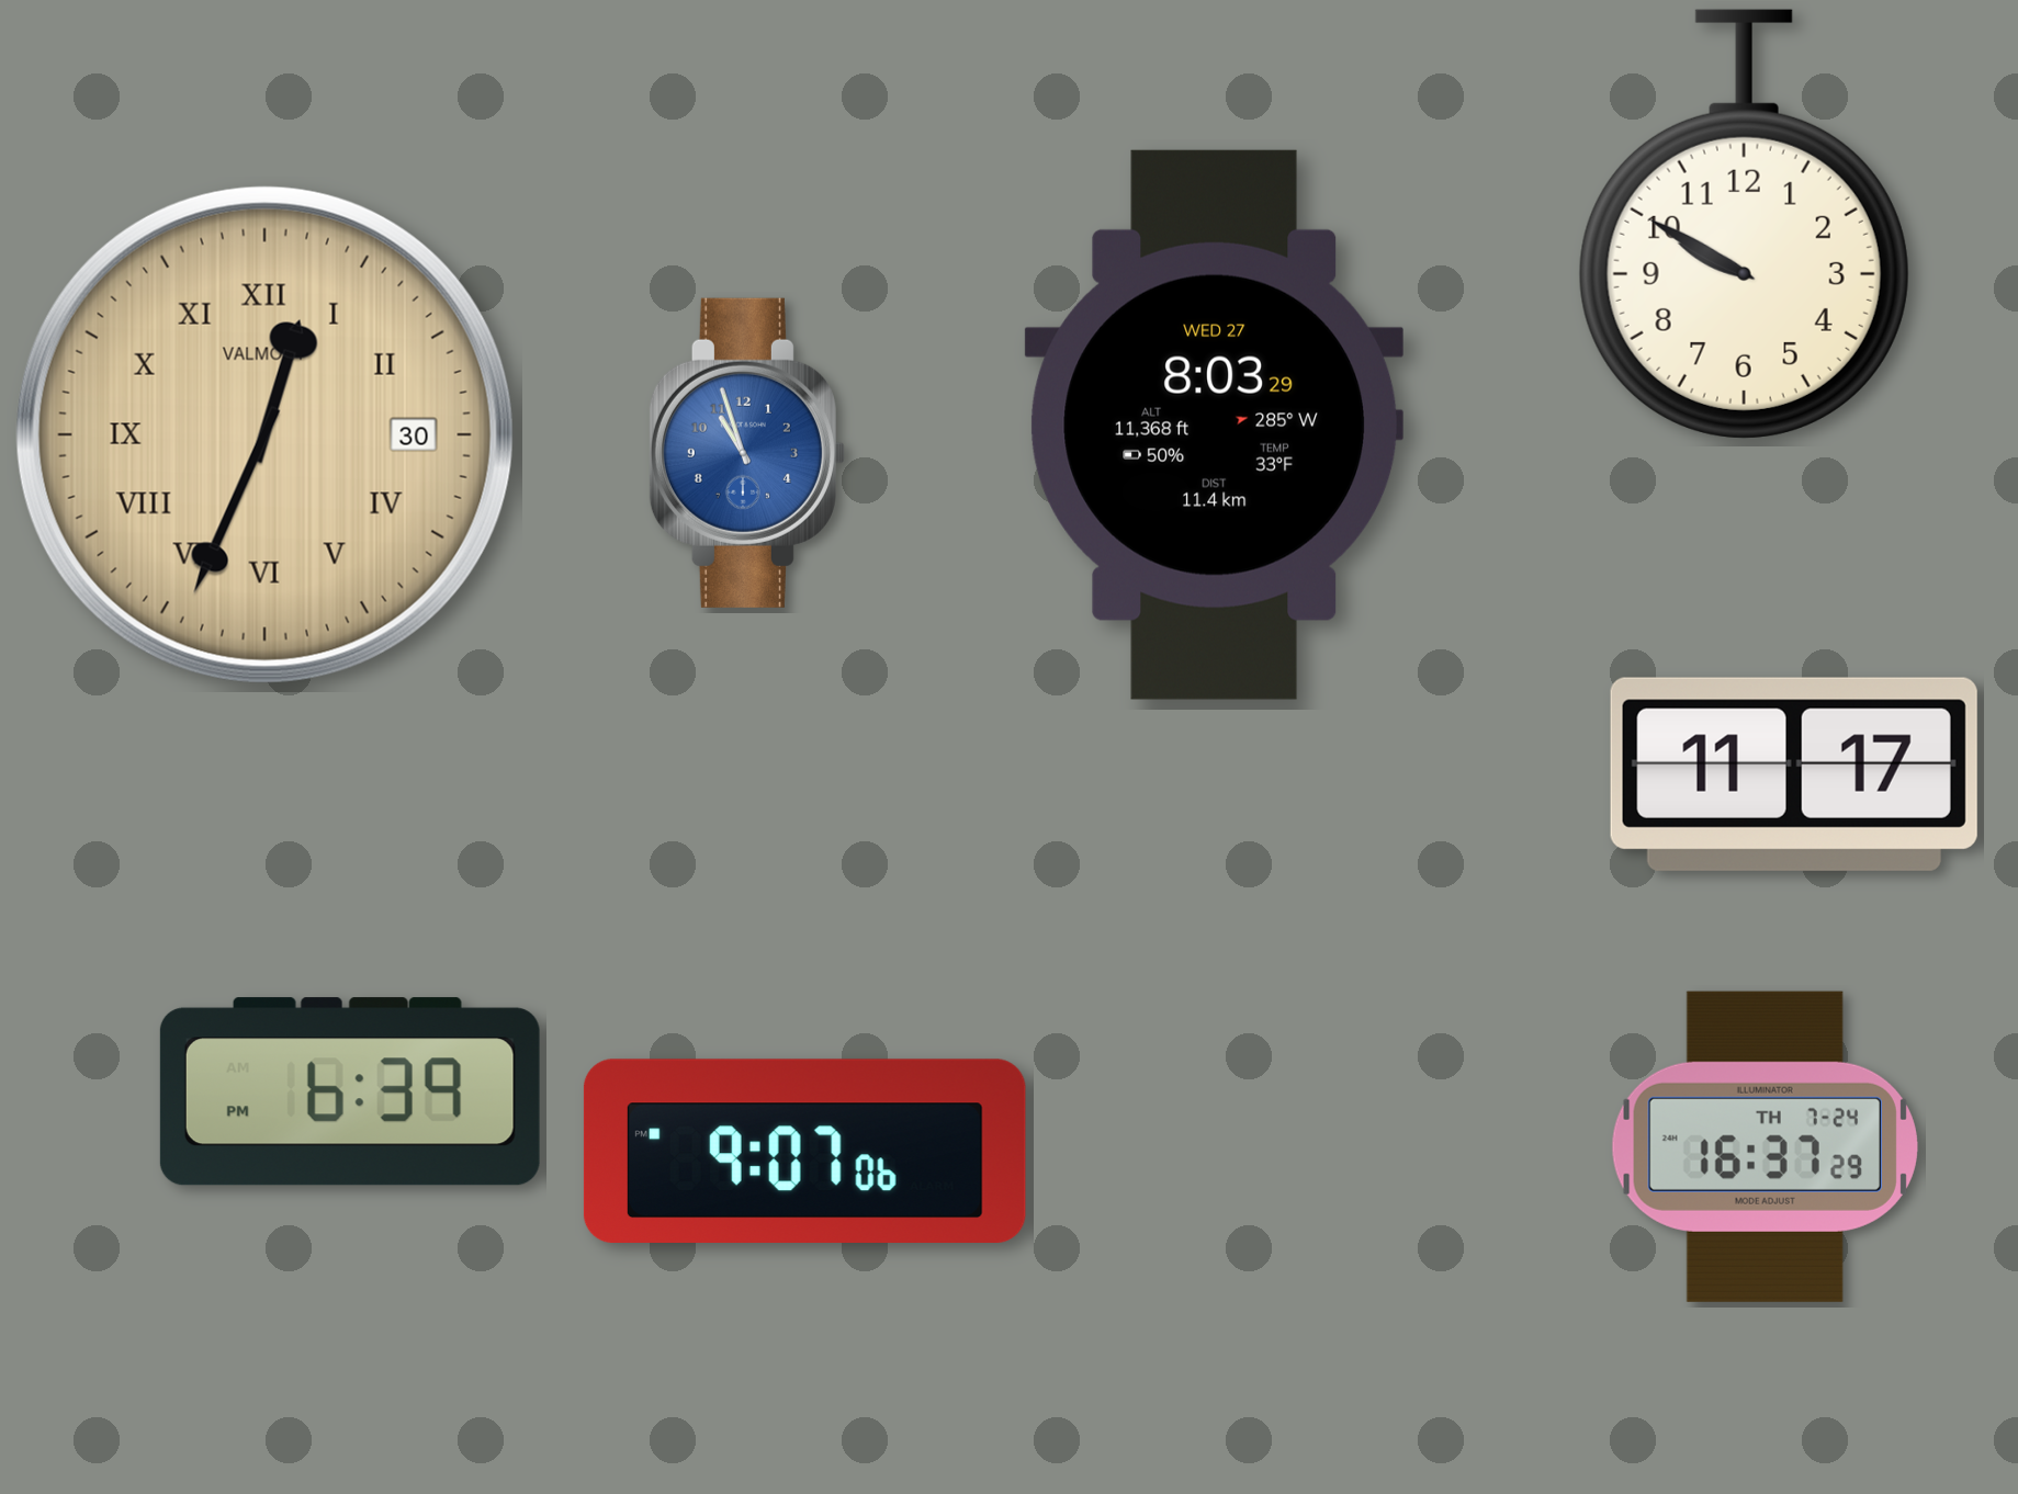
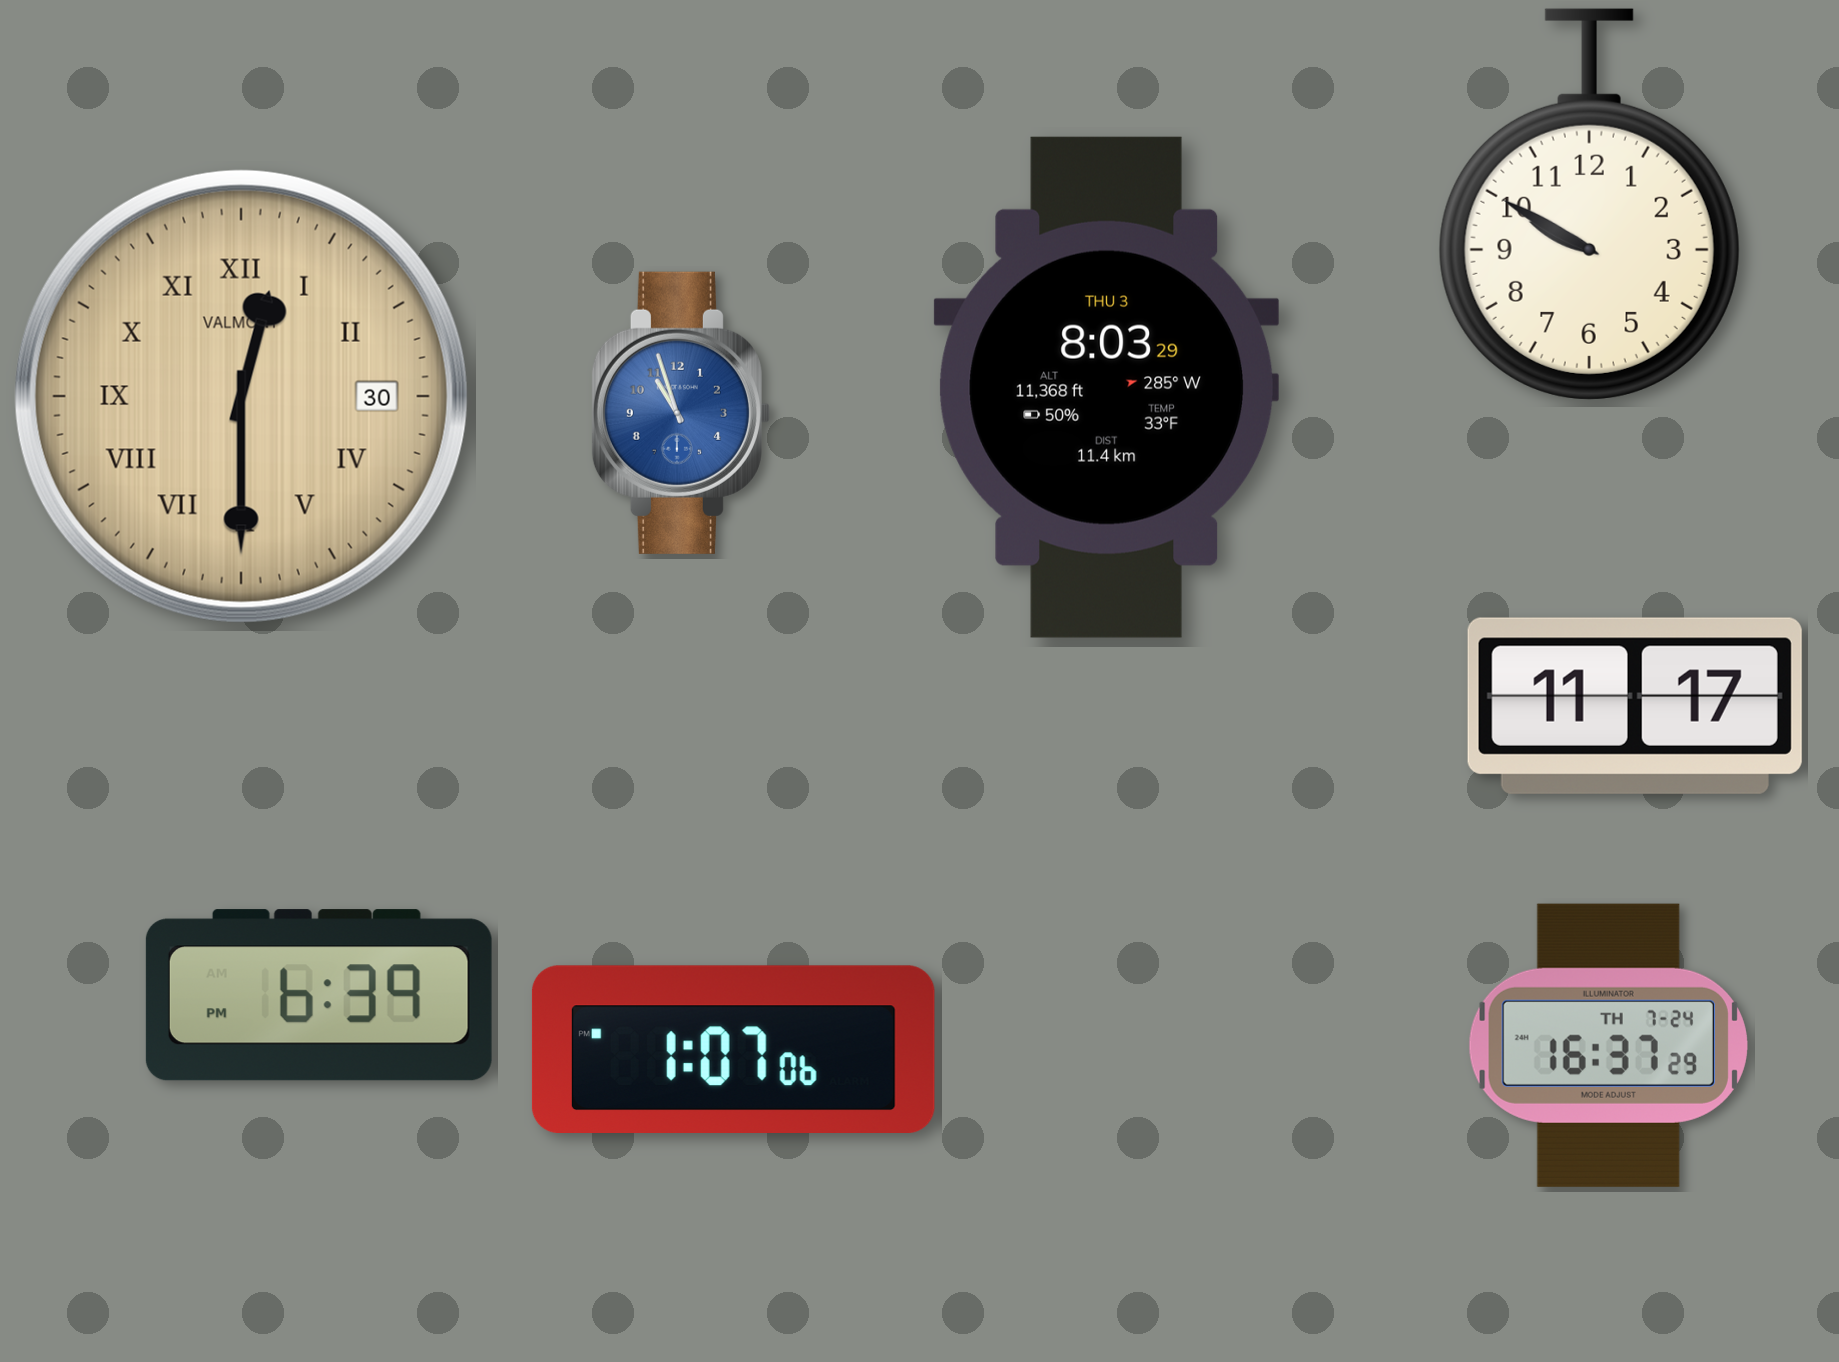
clock at (1214, 425) date: WED 27 -> THU 3
clock at (264, 434): 12:34 -> 12:30
clock at (804, 1151): 9:07 -> 1:07
